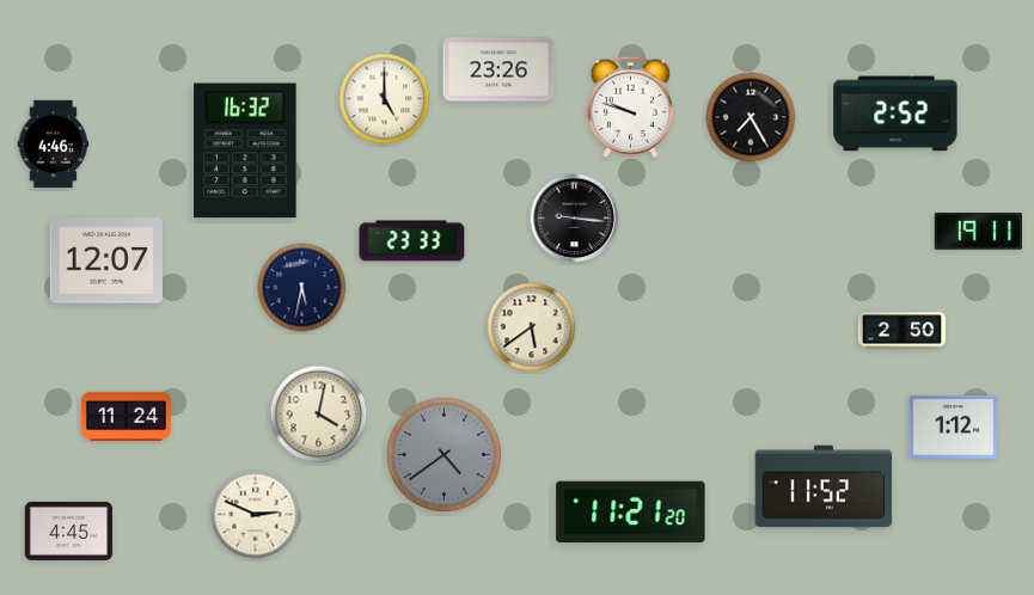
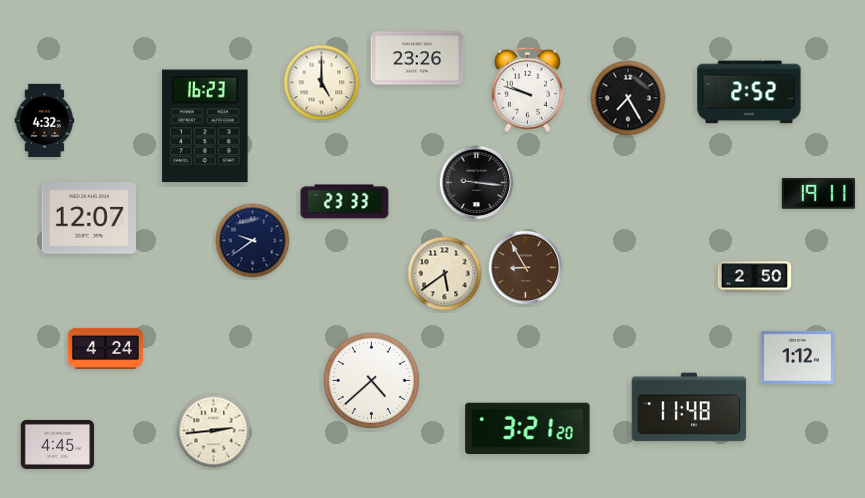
clock at (895, 114) position: (895, 114) -> (749, 92)
clock at (54, 145): 4:46 -> 4:32
clock at (245, 151): 16:32 -> 16:23
clock at (575, 219) position: (575, 219) -> (477, 183)
clock at (302, 288): 5:32 -> 9:39
clock at (526, 268): none -> 8:55
clock at (319, 415): 4:02 -> none
clock at (126, 416): 11:24 -> 4:24
clock at (443, 454): 4:39 -> 4:38
clock at (443, 454) dial: grey -> white
clock at (824, 486): 11:52 -> 11:48
clock at (631, 513): 11:21 -> 3:21
clock at (256, 515): 2:49 -> 2:44
